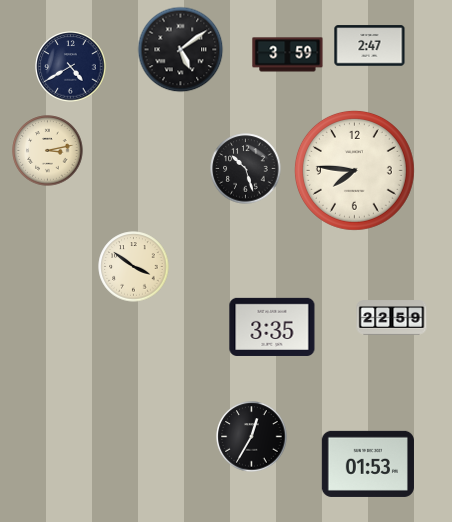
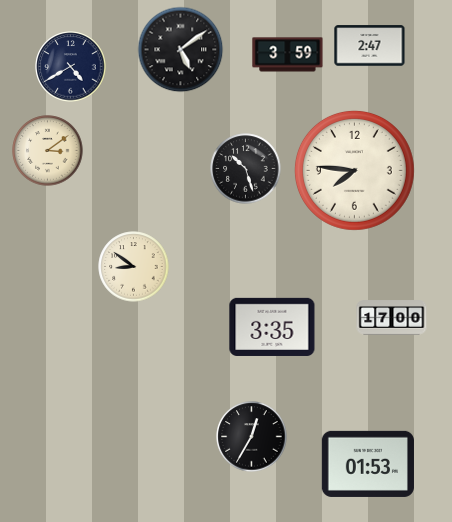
clock at (48, 151): 3:13 -> 3:09
clock at (134, 267): 3:51 -> 8:51
clock at (392, 318): 22:59 -> 17:00
